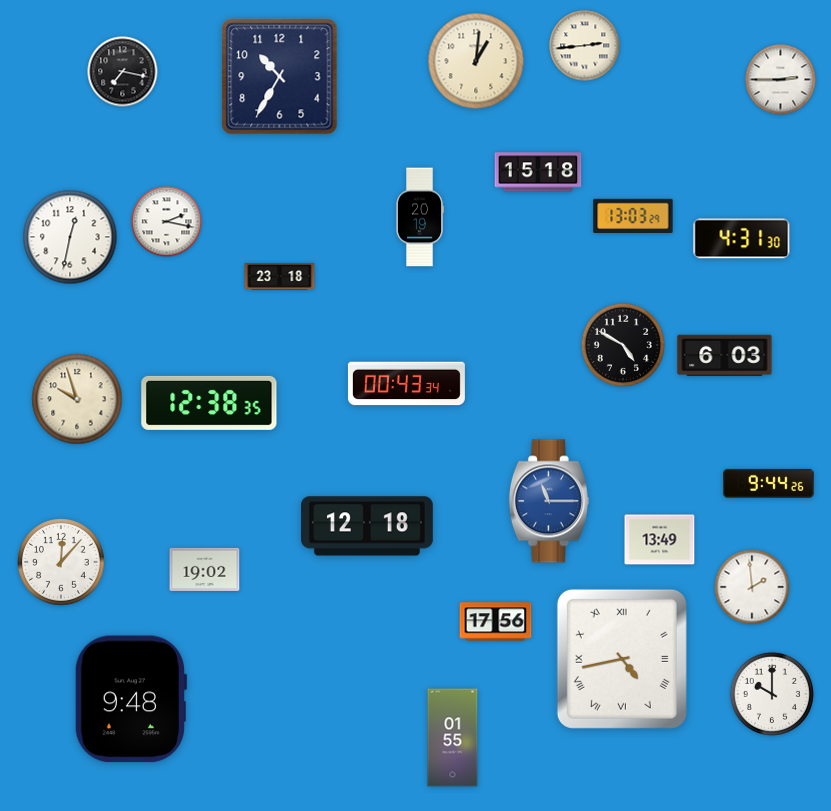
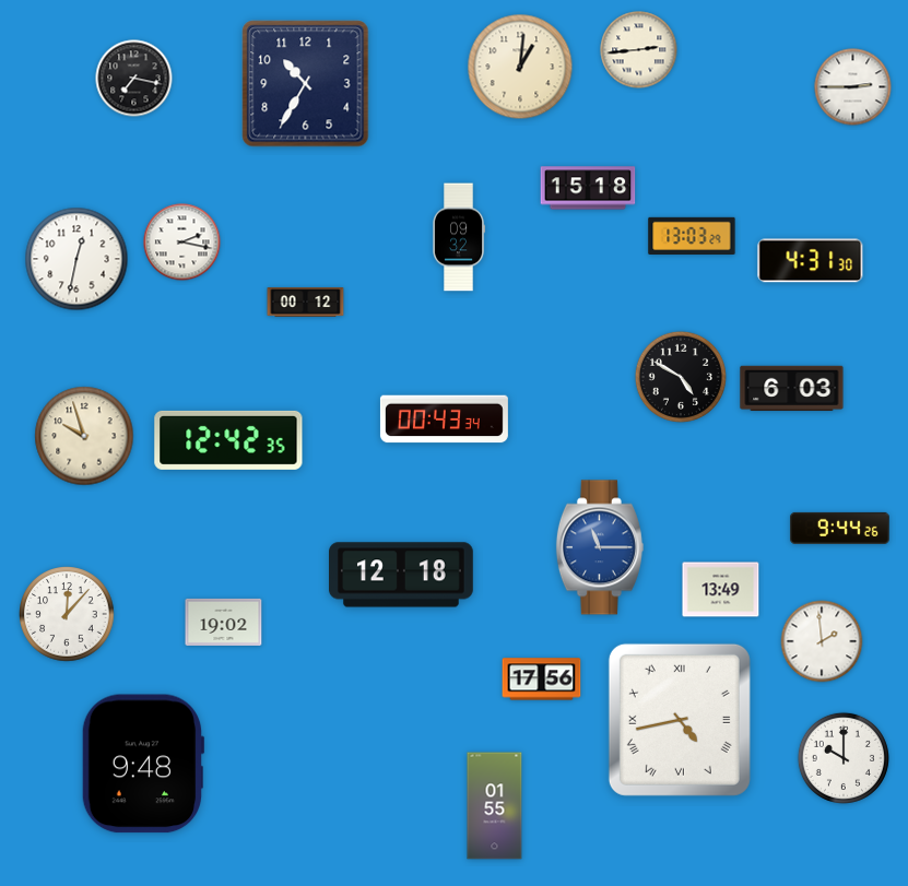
clock at (420, 217): 20:19 -> 09:32
clock at (280, 277): 23:18 -> 00:12
clock at (209, 403): 12:38 -> 12:42
